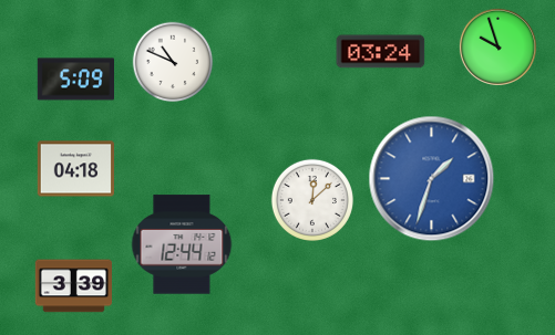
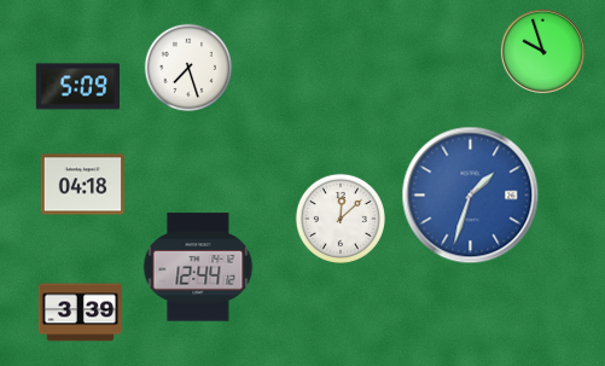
clock at (381, 52): 03:24 -> none
clock at (173, 62): 10:49 -> 7:27
clock at (75, 80) position: (75, 80) -> (77, 87)
